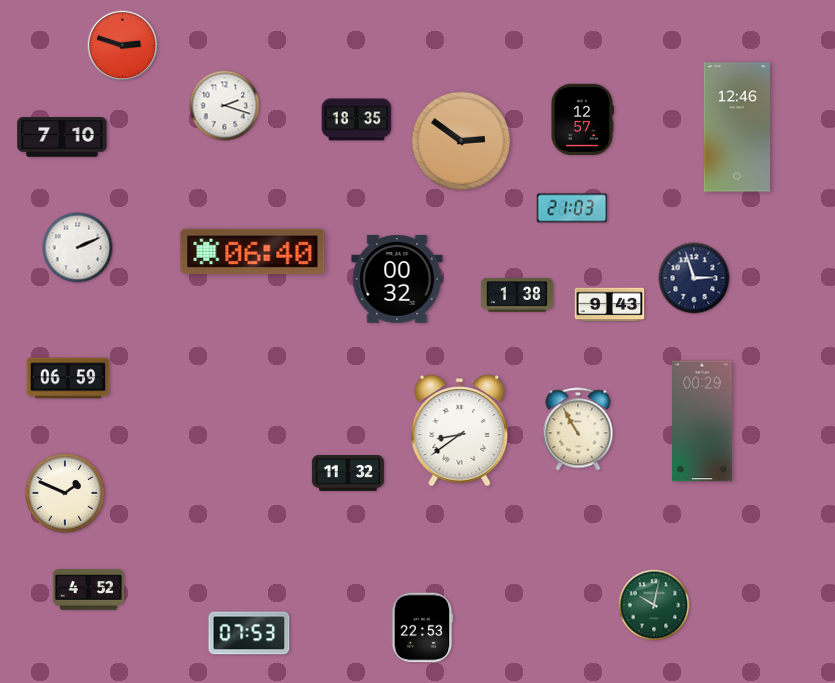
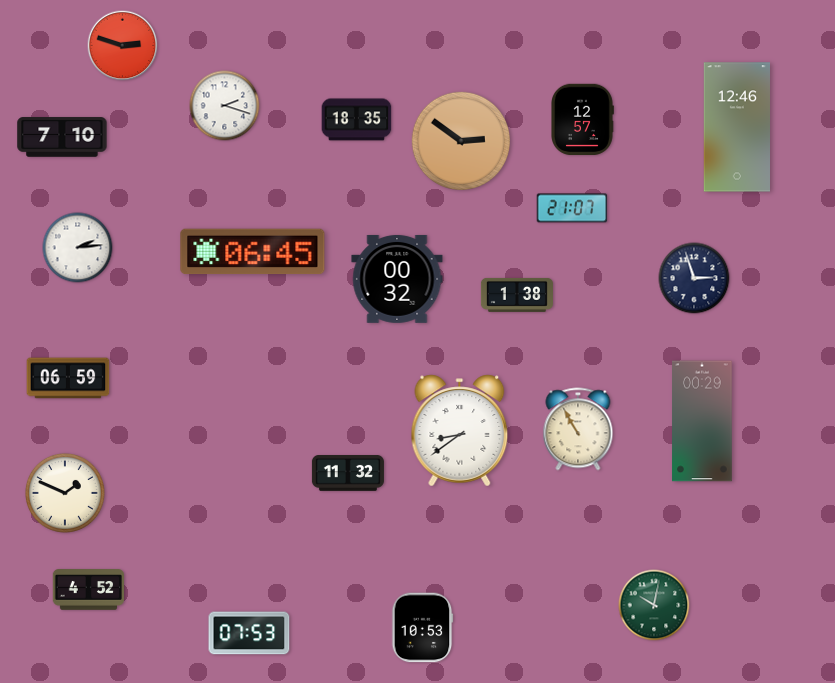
clock at (572, 208): 21:03 -> 21:07
clock at (78, 248): 2:11 -> 2:14
clock at (253, 252): 06:40 -> 06:45
clock at (610, 305): 9:43 -> none
clock at (422, 628): 22:53 -> 10:53
